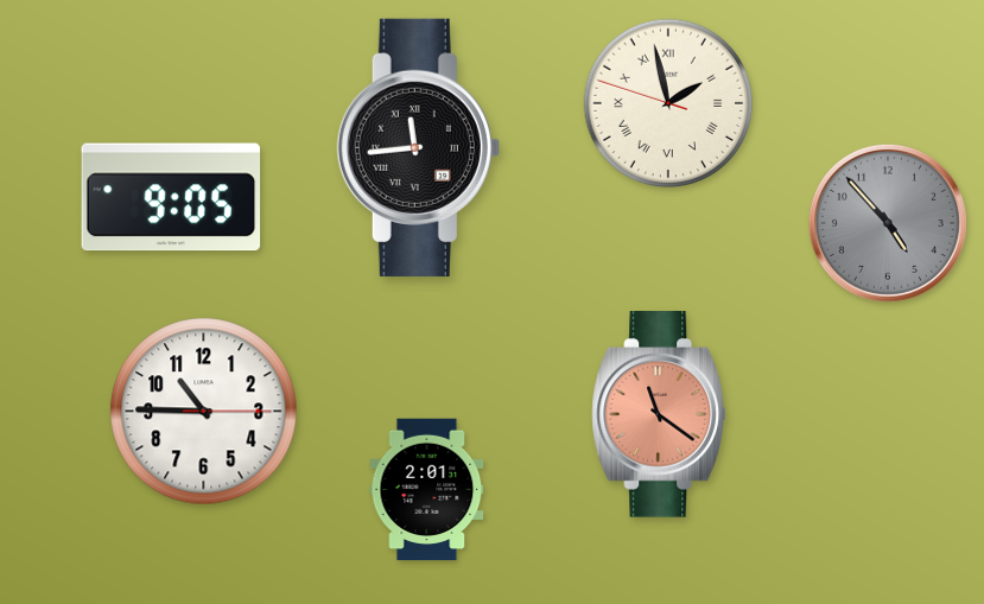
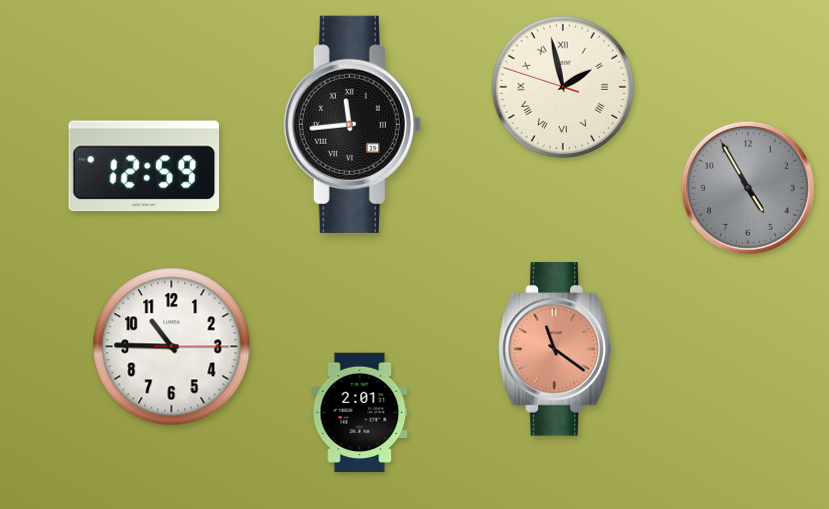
clock at (171, 197): 9:05 -> 12:59
clock at (888, 223): 4:53 -> 4:55
